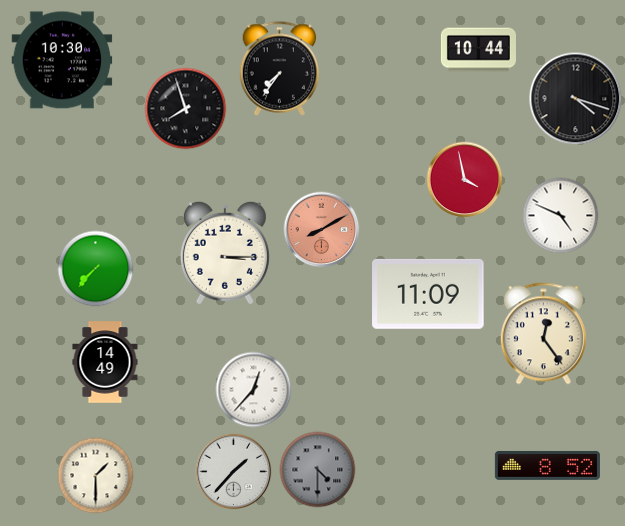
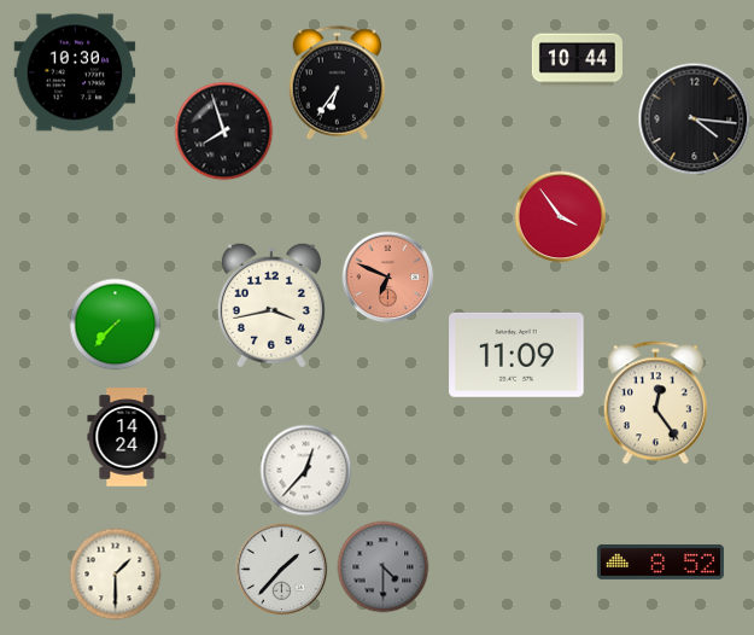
clock at (280, 69): 7:36 -> 6:36
clock at (576, 99): 4:18 -> 4:16
clock at (465, 180): 3:58 -> 3:54
clock at (561, 216): 4:49 -> none
clock at (322, 230): 8:10 -> 6:49
clock at (225, 253): 3:15 -> 3:43
clock at (105, 362): 14:49 -> 14:24
